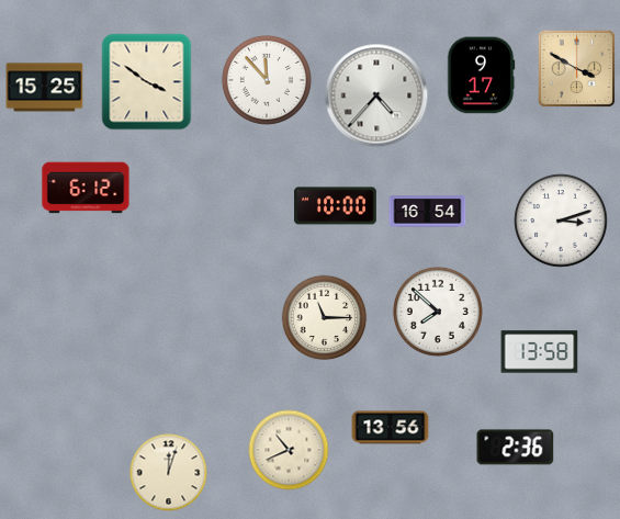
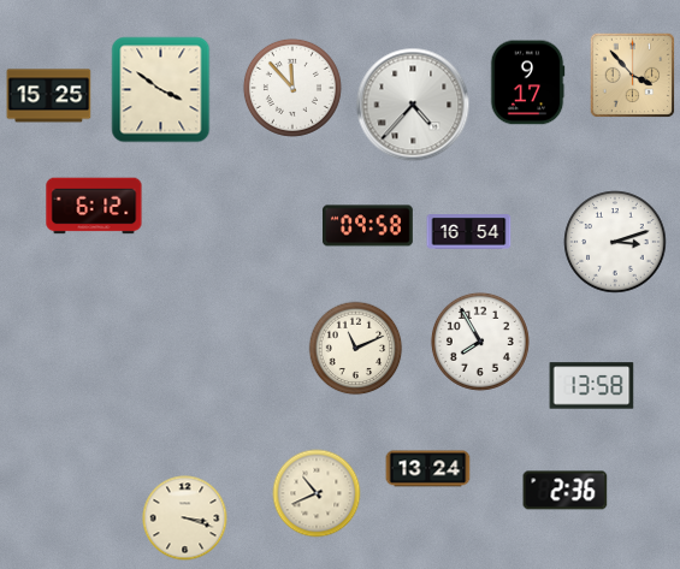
clock at (577, 69): 3:50 -> 3:53
clock at (336, 206): 10:00 -> 09:58
clock at (438, 312): 7:52 -> 7:55
clock at (325, 318): 11:15 -> 11:11
clock at (391, 428): 13:56 -> 13:24
clock at (169, 473): 12:03 -> 3:18
